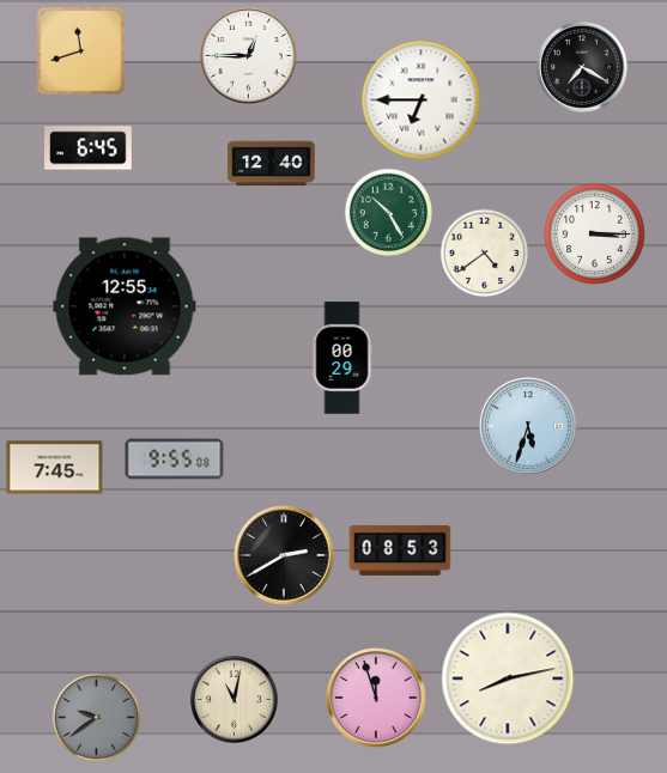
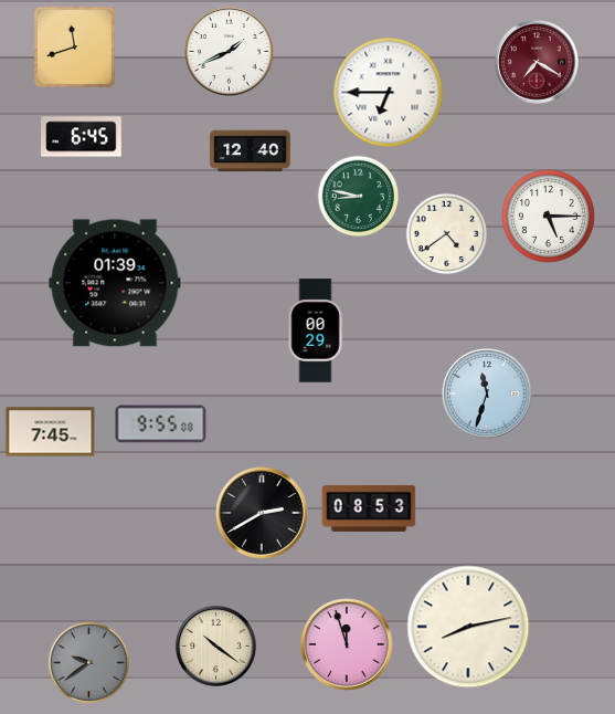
clock at (249, 56): 12:45 -> 1:41
clock at (583, 68) dial: black -> burgundy
clock at (389, 213): 10:25 -> 8:47
clock at (595, 235): 3:15 -> 5:15
clock at (125, 306): 12:55 -> 01:39
clock at (528, 426): 5:33 -> 11:33
clock at (234, 699): 11:02 -> 10:21
